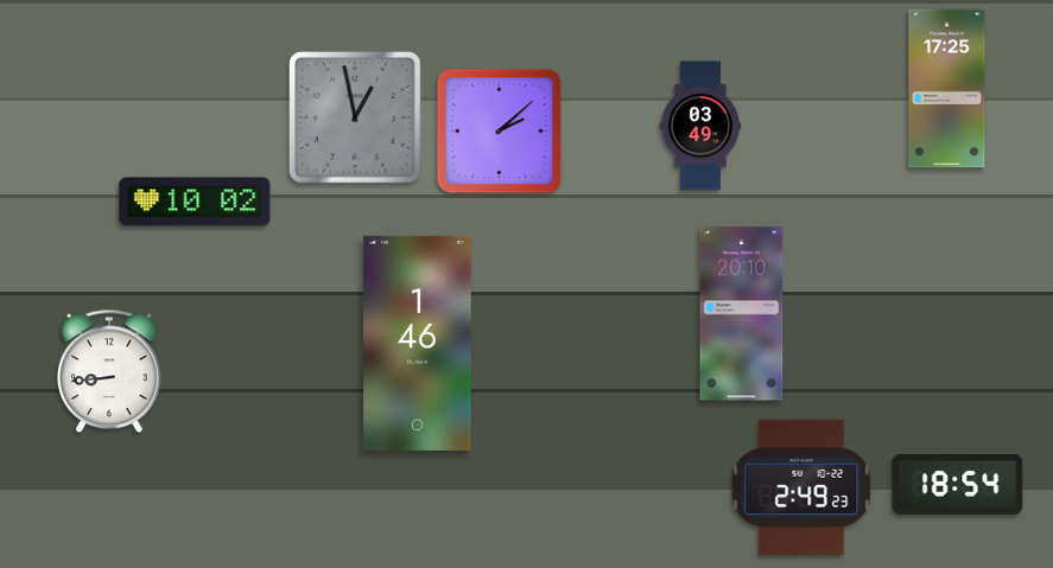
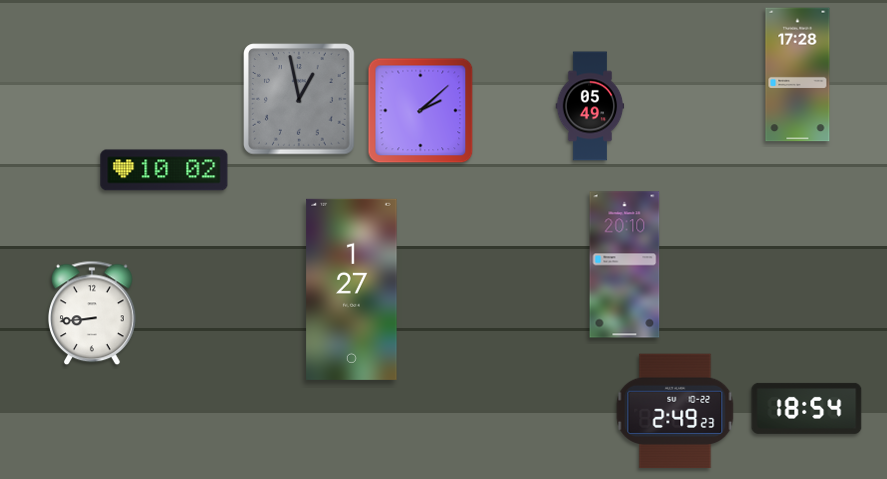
clock at (947, 89): 17:25 -> 17:28
clock at (700, 126): 03:49 -> 05:49
clock at (418, 343): 1:46 -> 1:27
